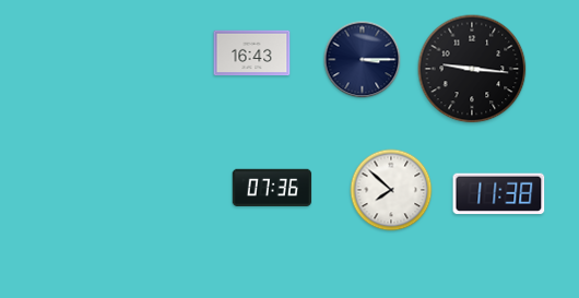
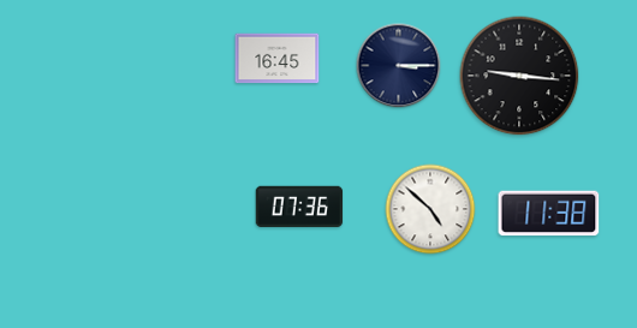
clock at (252, 53): 16:43 -> 16:45
clock at (391, 190): 7:52 -> 4:52
